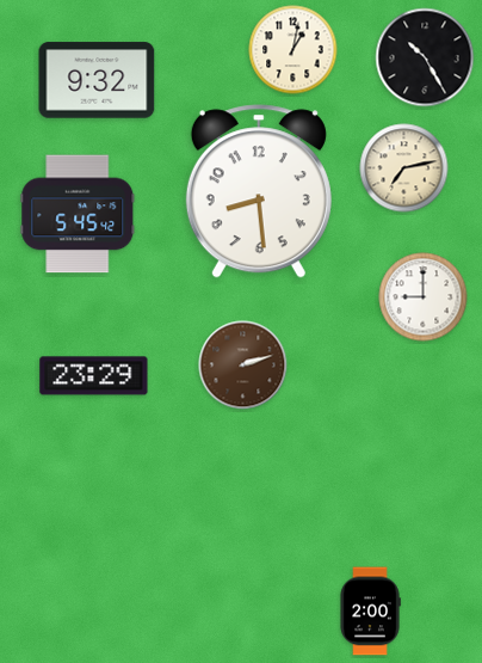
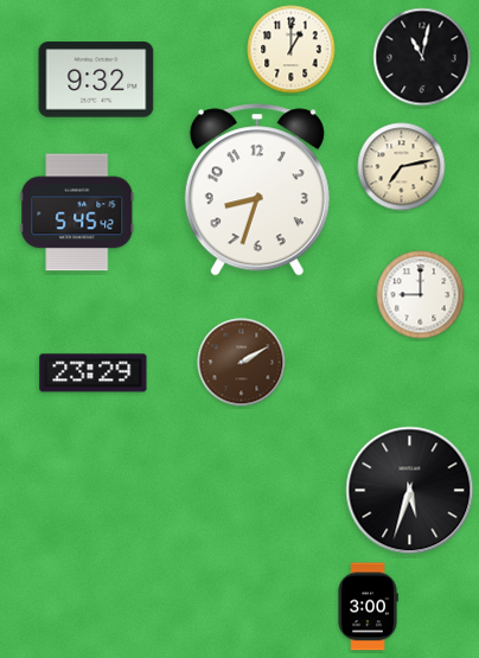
clock at (293, 50): 1:02 -> 1:00
clock at (425, 57): 10:25 -> 11:02
clock at (259, 191): 8:29 -> 8:33
clock at (243, 366): 2:12 -> 2:10
clock at (410, 491): none -> 5:33
clock at (370, 612): 2:00 -> 3:00
